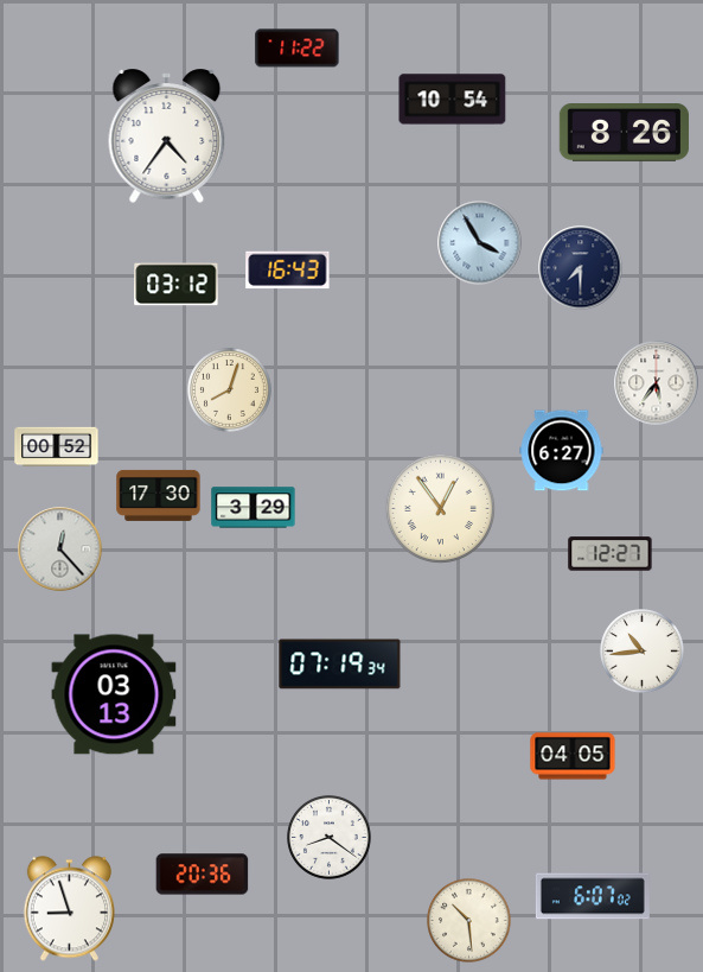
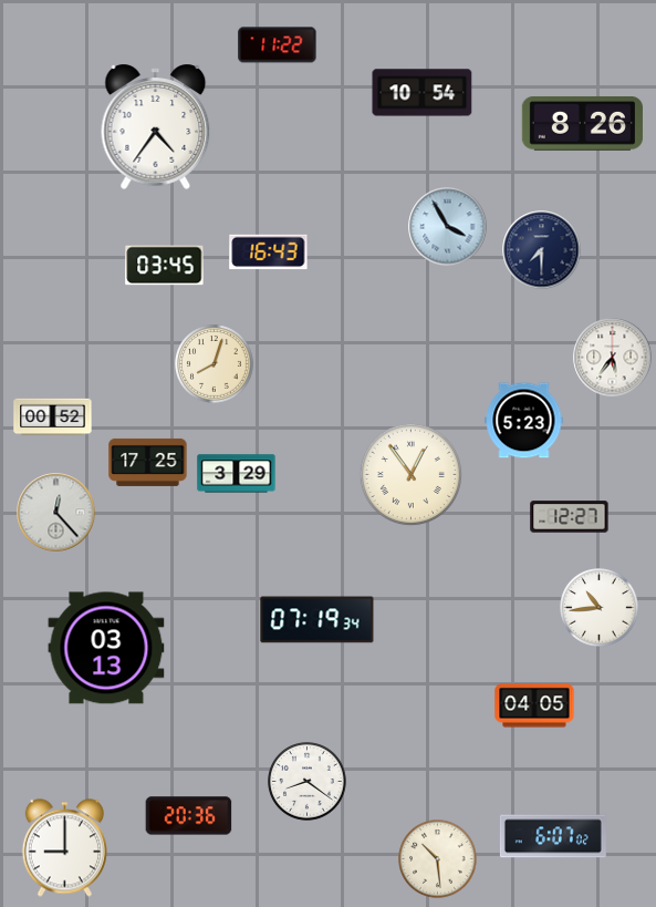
clock at (177, 285): 03:12 -> 03:45
clock at (562, 451): 6:27 -> 5:23
clock at (159, 495): 17:30 -> 17:25
clock at (69, 909): 8:57 -> 9:00
